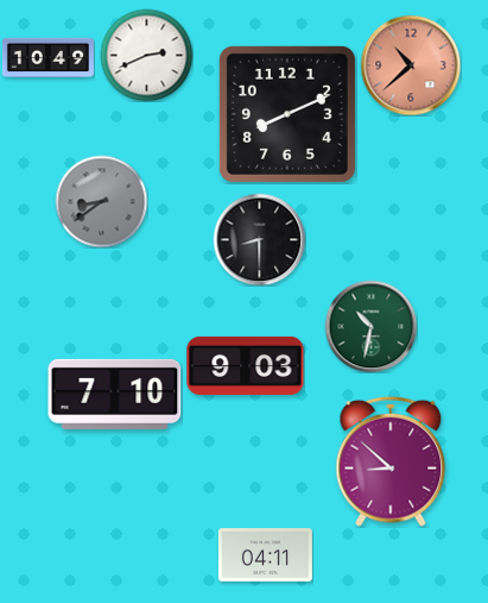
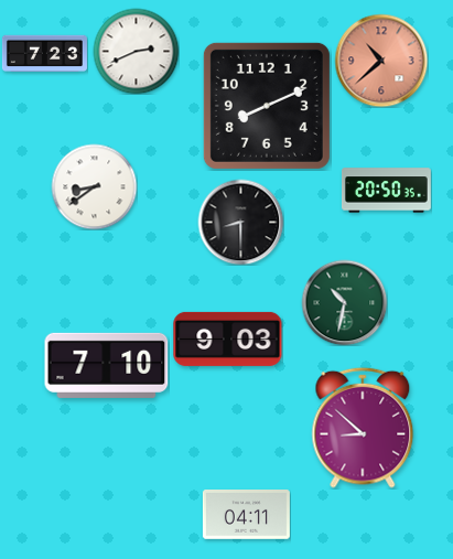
clock at (47, 57): 10:49 -> 7:23
clock at (101, 201) dial: grey -> white
clock at (386, 191): none -> 20:50
